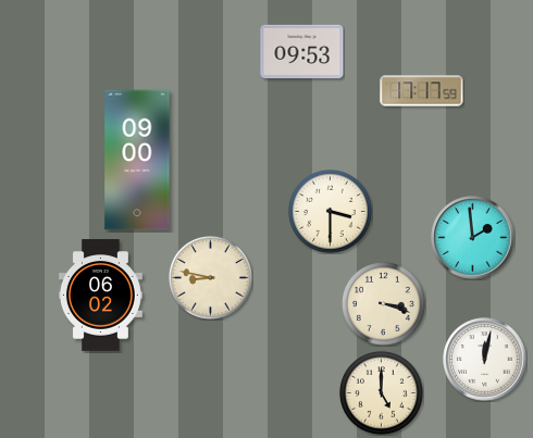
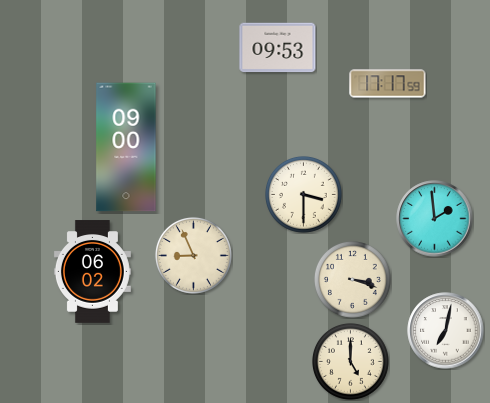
clock at (210, 277): 8:47 -> 8:56
clock at (485, 360): 12:02 -> 7:02
